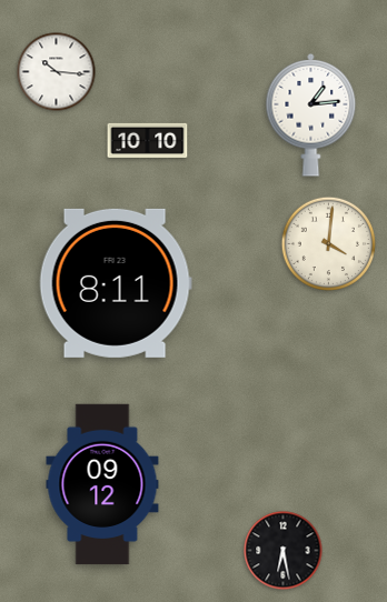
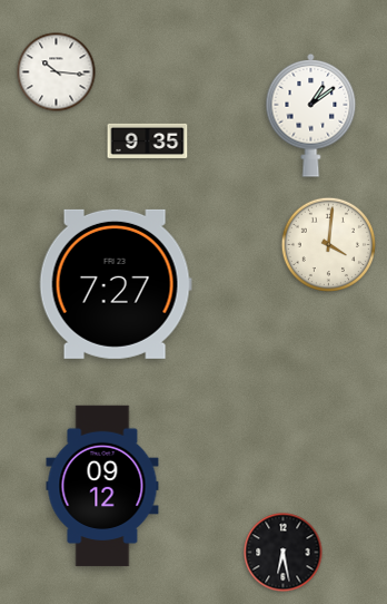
clock at (311, 116): 1:14 -> 1:09
clock at (148, 140): 10:10 -> 9:35
clock at (116, 283): 8:11 -> 7:27
